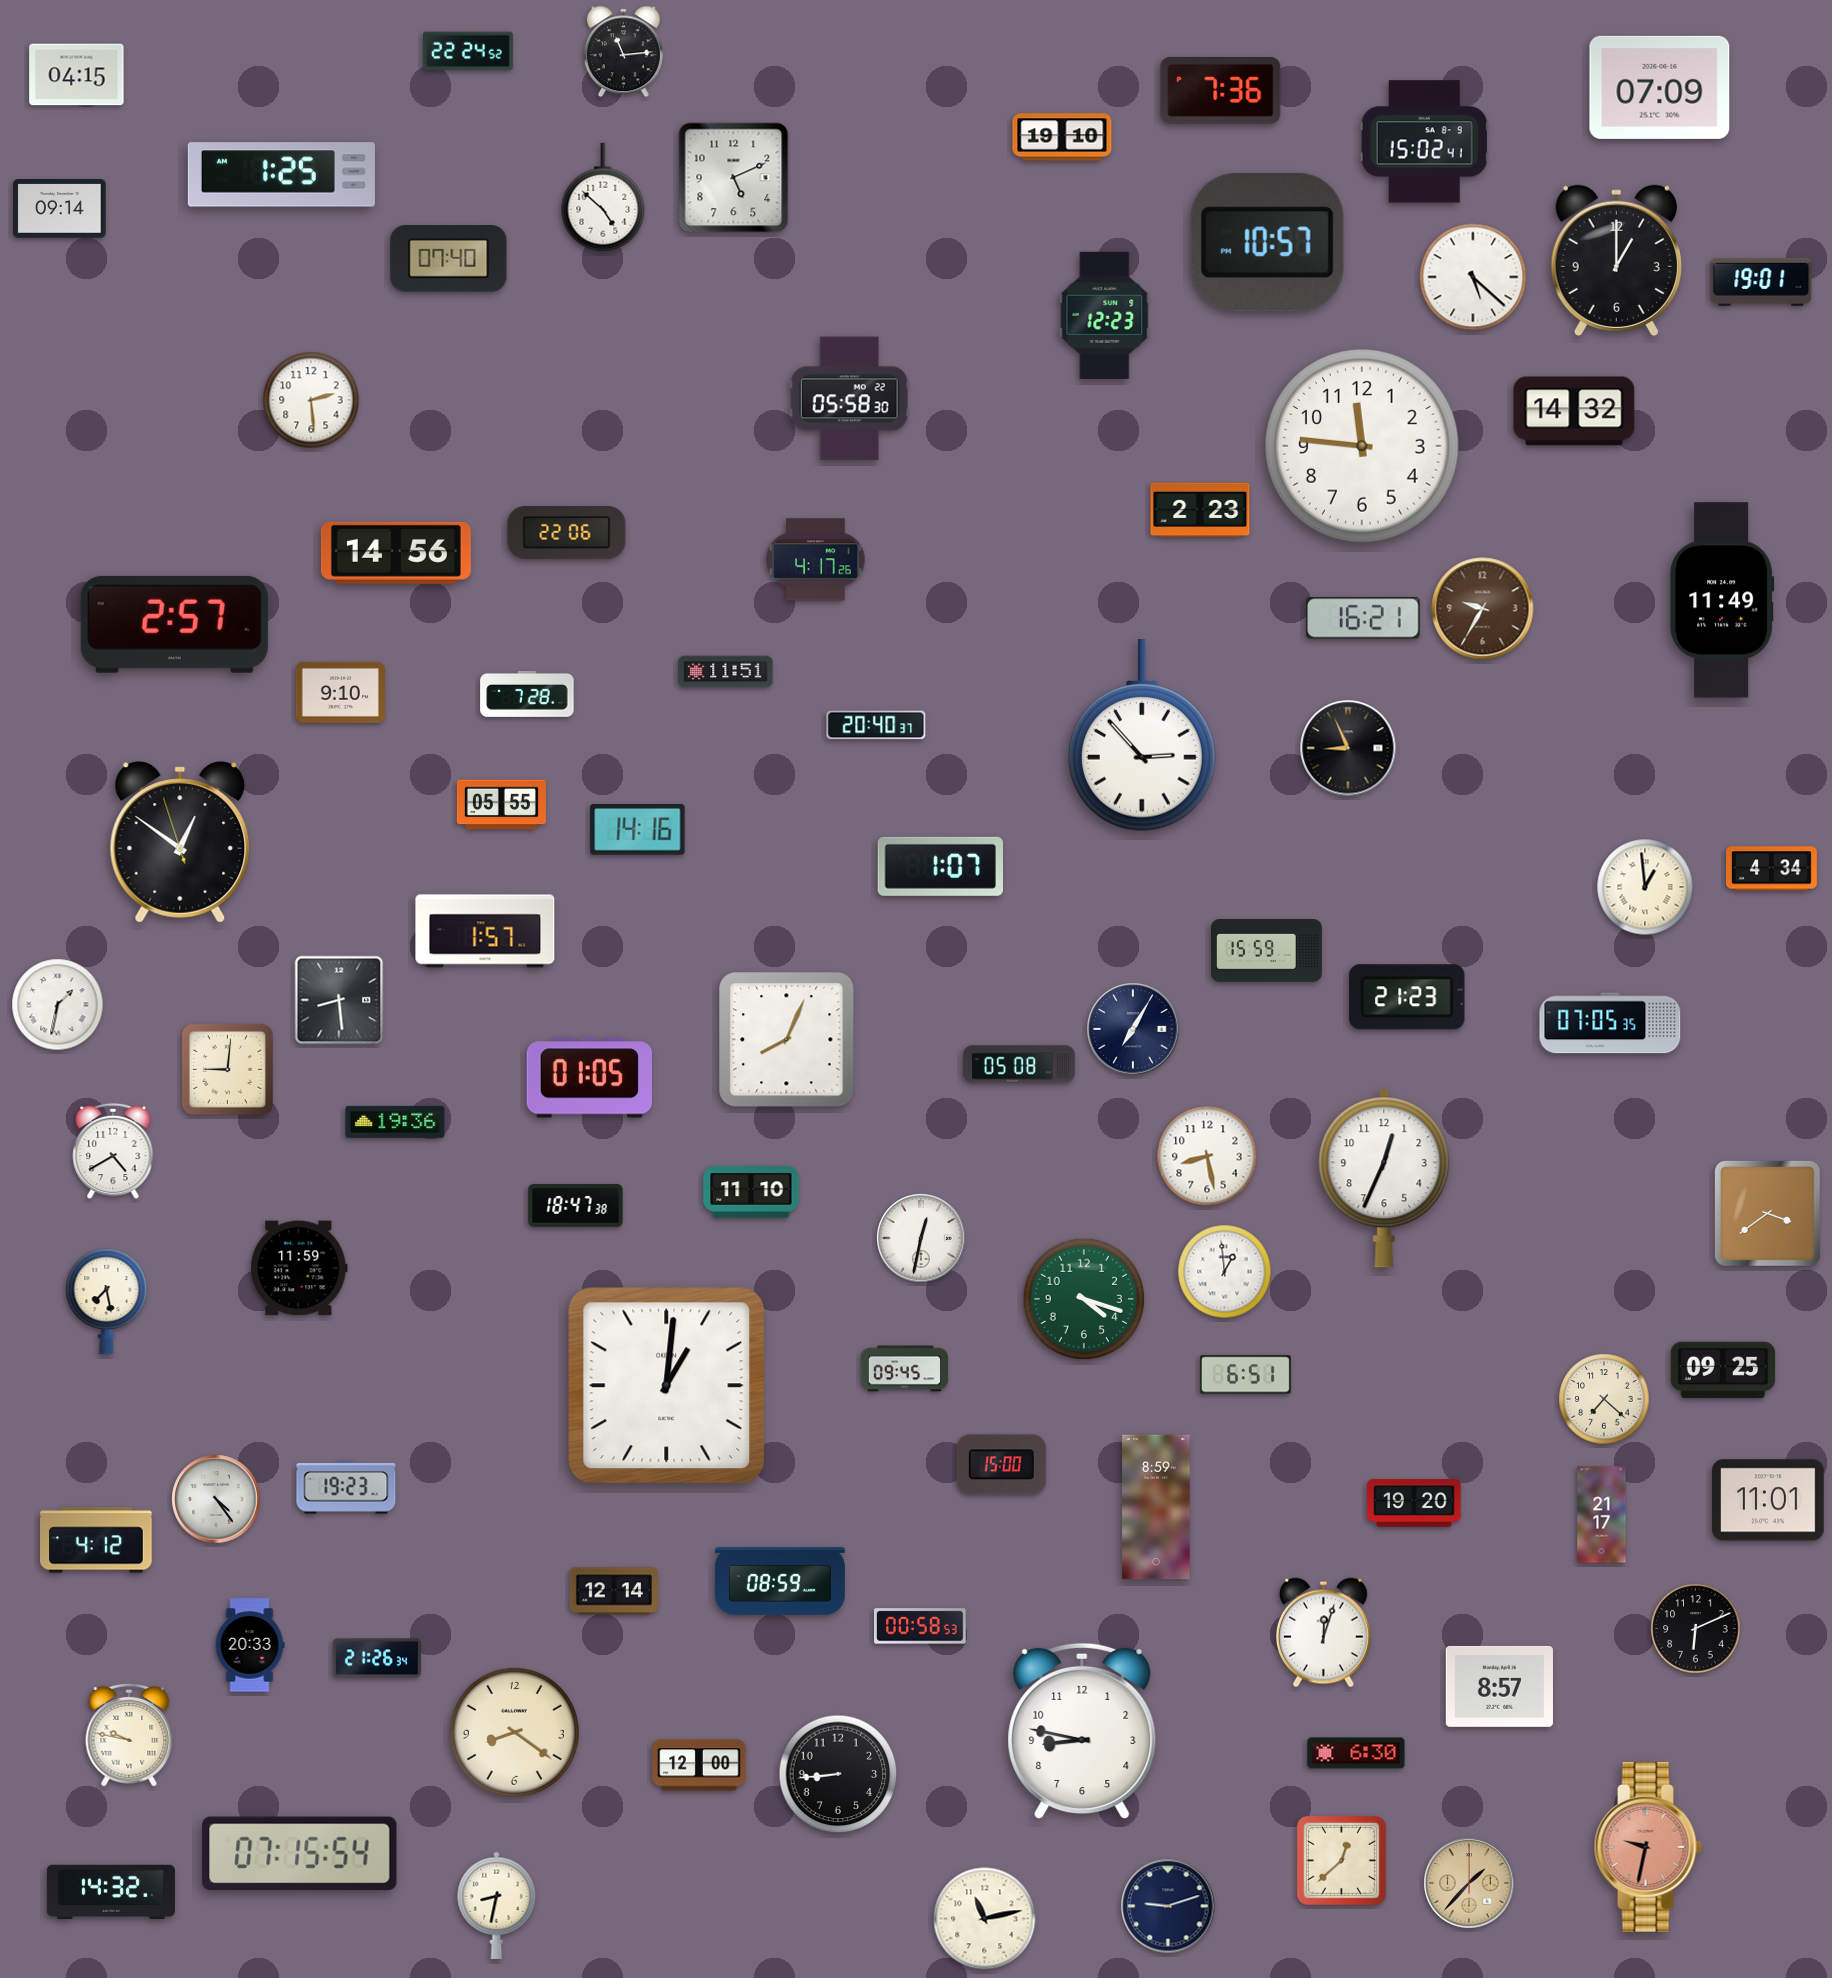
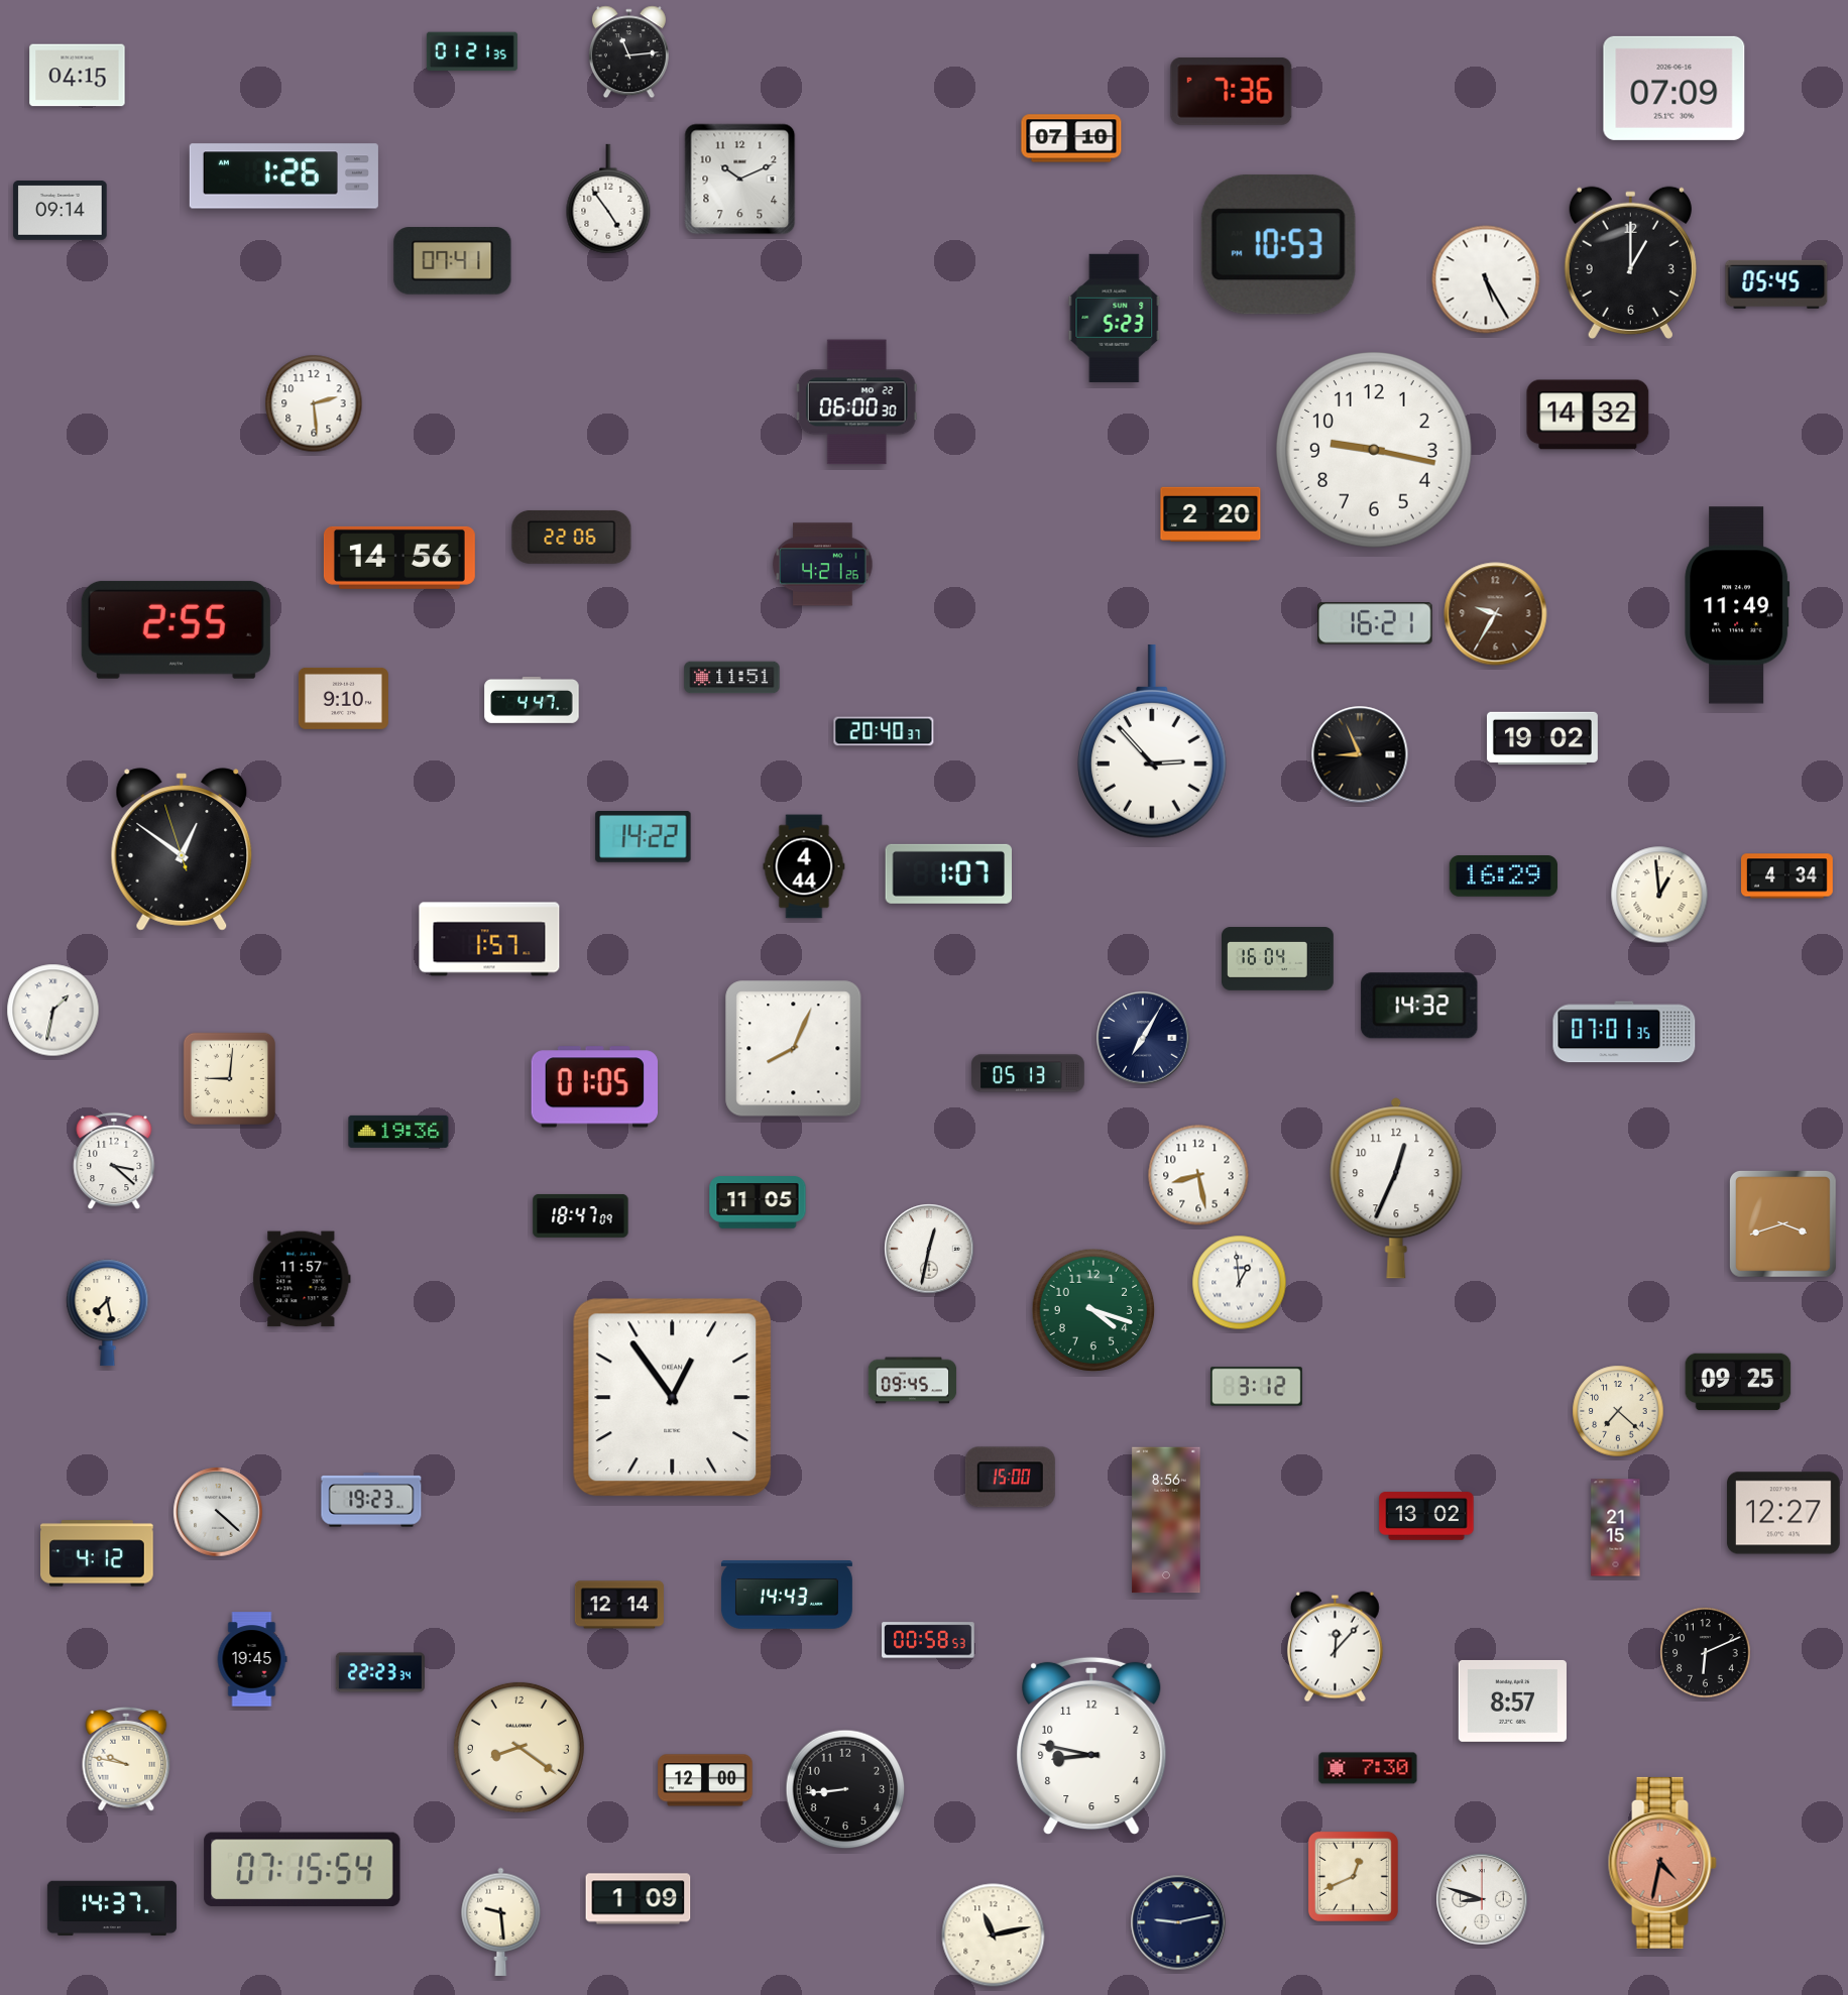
clock at (468, 51): 22:24 -> 01:21
clock at (1062, 137): 19:10 -> 07:10
clock at (1424, 142): 15:02 -> none
clock at (281, 175): 1:25 -> 1:26
clock at (734, 178): 5:11 -> 10:11
clock at (603, 197): 4:52 -> 4:54
clock at (1267, 242): 10:57 -> 10:53
clock at (449, 259): 07:40 -> 07:41
clock at (1473, 277): 5:22 -> 5:25
clock at (1761, 282): 19:01 -> 05:45
clock at (1105, 315): 12:23 -> 5:23
clock at (849, 399): 05:58 -> 06:00
clock at (1362, 446): 11:46 -> 9:17
clock at (1200, 510): 2:23 -> 2:20
clock at (816, 560): 4:17 -> 4:21
clock at (174, 624): 2:57 -> 2:55
clock at (527, 694): 7:28 -> 4:47
clock at (1542, 738): none -> 19:02
clock at (501, 805): 05:55 -> none
clock at (638, 830): 14:16 -> 14:22
clock at (804, 866): none -> 4:44
clock at (1503, 876): none -> 16:29
clock at (1267, 951): 15:59 -> 16:04
clock at (1407, 997): 21:23 -> 14:32
clock at (339, 1000): 8:29 -> none
clock at (58, 1005) position: (58, 1005) -> (53, 1011)
clock at (1610, 1023): 07:05 -> 07:01
clock at (1019, 1064): 05:08 -> 05:13
clock at (113, 1151): 4:40 -> 3:22
clock at (1207, 1156) position: (1207, 1156) -> (1198, 1175)
clock at (751, 1192): 11:10 -> 11:05
clock at (576, 1205): 18:47:38 -> 18:47:09
clock at (1767, 1213): 3:39 -> 3:42
clock at (299, 1268): 11:59 -> 11:57
clock at (1225, 1272) position: (1225, 1272) -> (1240, 1283)
clock at (1246, 1375): 6:51 -> 3:12
clock at (667, 1386): 1:01 -> 12:54
clock at (346, 1487) position: (346, 1487) -> (371, 1500)
clock at (216, 1499): 4:24 -> 4:22
clock at (1768, 1500): 11:01 -> 12:27
clock at (1414, 1503): 19:20 -> 13:02
clock at (1156, 1507): 8:59 -> 8:56
clock at (1602, 1515): 21:17 -> 21:15
clock at (780, 1581): 08:59 -> 14:43
clock at (1696, 1629) position: (1696, 1629) -> (1706, 1653)
clock at (1323, 1633): 12:03 -> 12:07
clock at (250, 1645): 20:33 -> 19:45
clock at (377, 1658): 21:26 -> 22:23
clock at (129, 1735) position: (129, 1735) -> (126, 1759)
clock at (1356, 1753): 6:30 -> 7:30
clock at (1648, 1847): 9:32 -> 4:32
clock at (1341, 1860): 12:38 -> 12:41
clock at (639, 1899): none -> 1:09
clock at (1469, 1883): 1:37 -> 8:48
clock at (1469, 1883) dial: champagne -> white
clock at (111, 1892): 14:32 -> 14:37
clock at (497, 1905): 8:32 -> 9:29
clock at (1168, 1906): 9:12 -> 9:13
